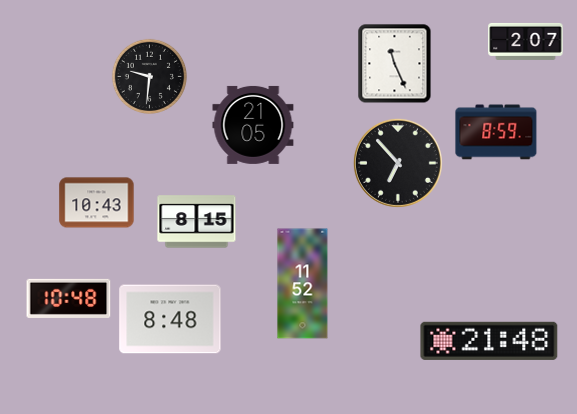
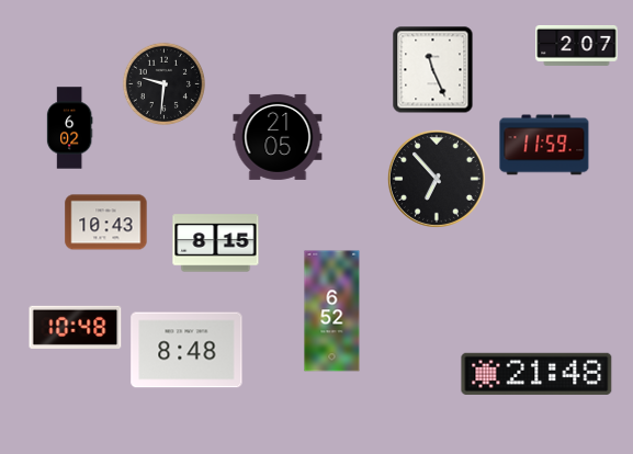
clock at (69, 128): none -> 6:02
clock at (496, 132): 8:59 -> 11:59
clock at (303, 284): 11:52 -> 6:52
